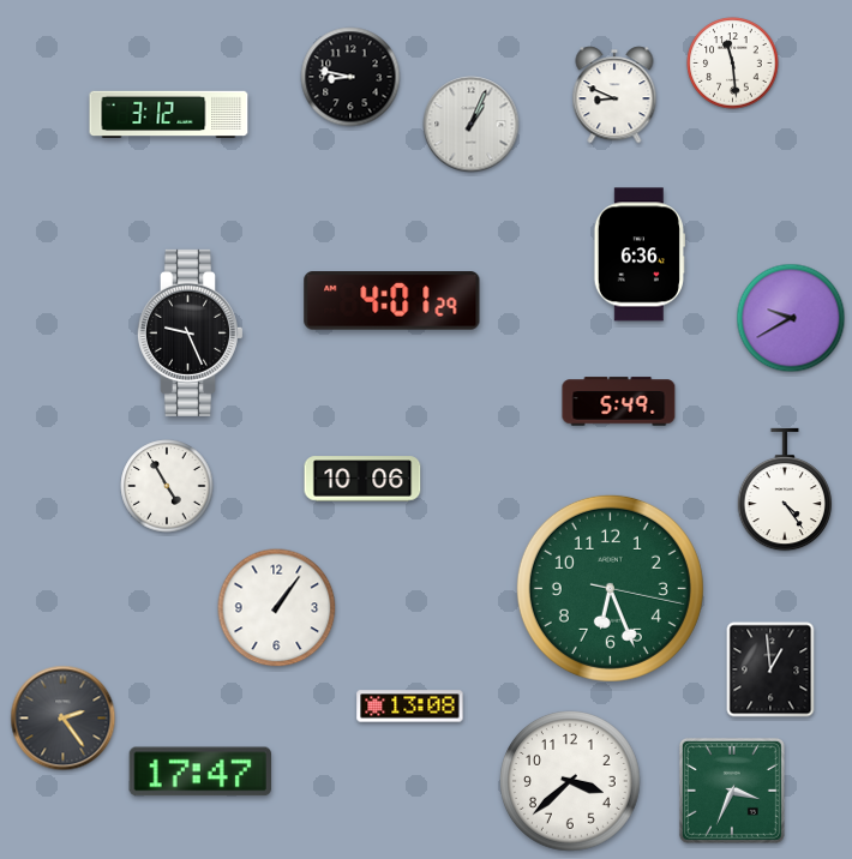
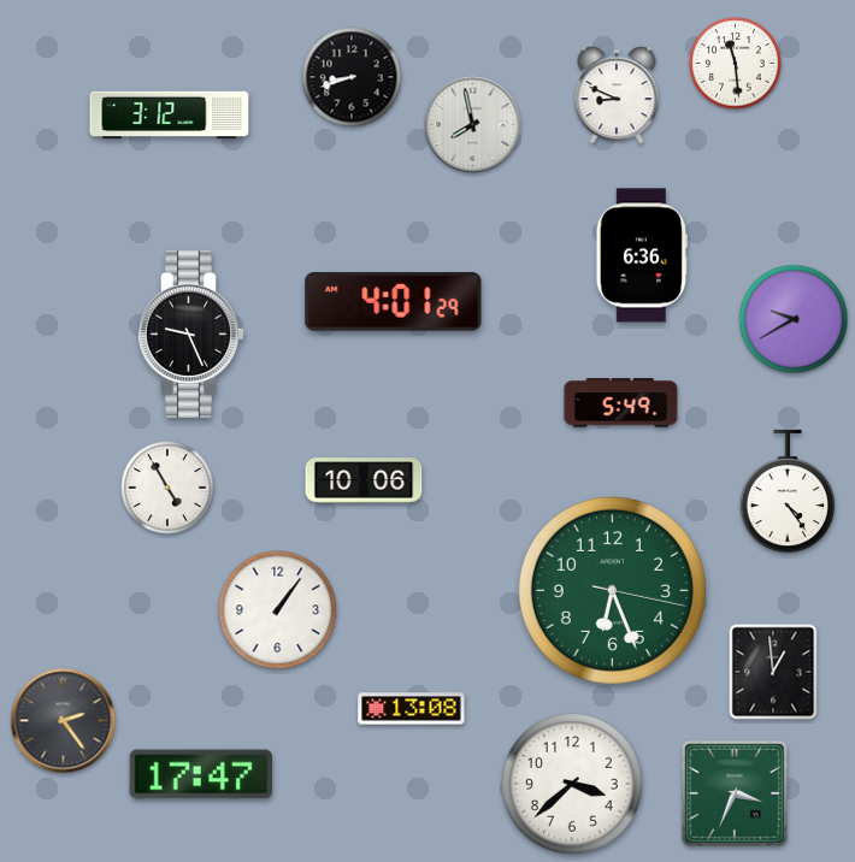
clock at (350, 77): 8:47 -> 8:42
clock at (472, 125): 1:04 -> 7:58
